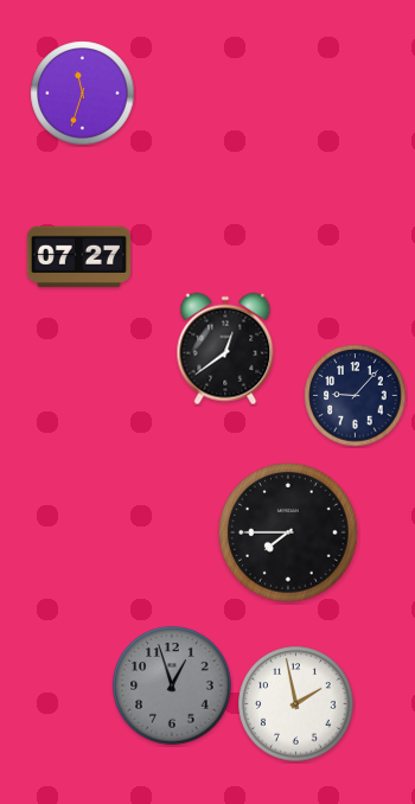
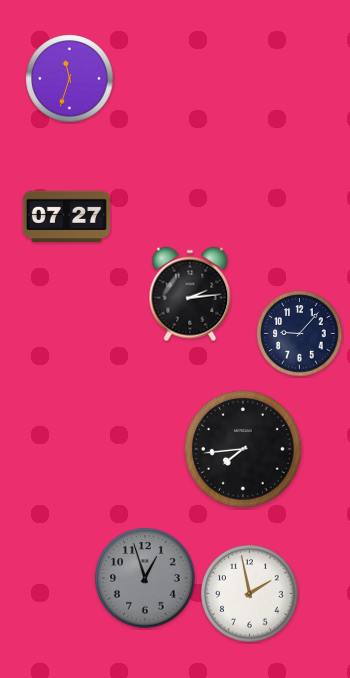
clock at (225, 349): 12:39 -> 2:14
clock at (288, 532): 7:45 -> 7:44
